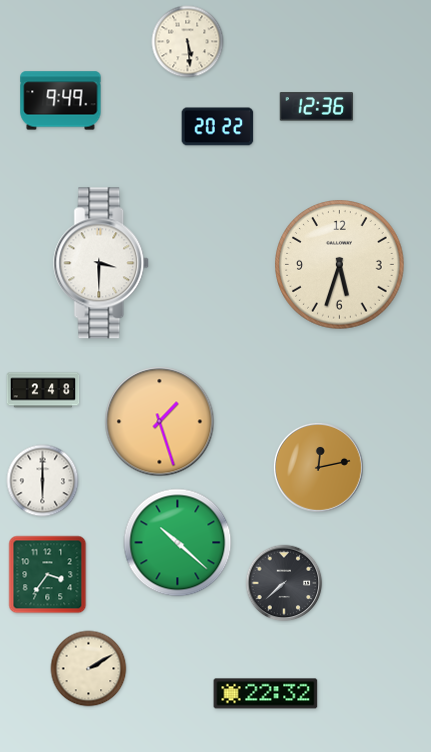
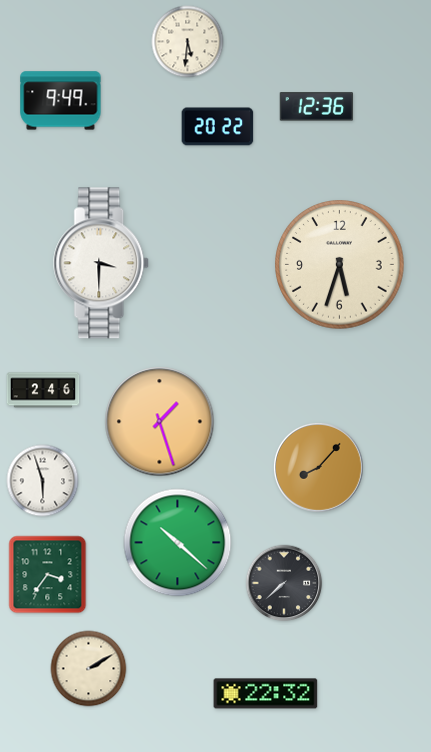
clock at (188, 42): 5:29 -> 5:31
clock at (43, 390): 2:48 -> 2:46
clock at (318, 467): 12:13 -> 8:07
clock at (43, 481): 6:00 -> 5:57
